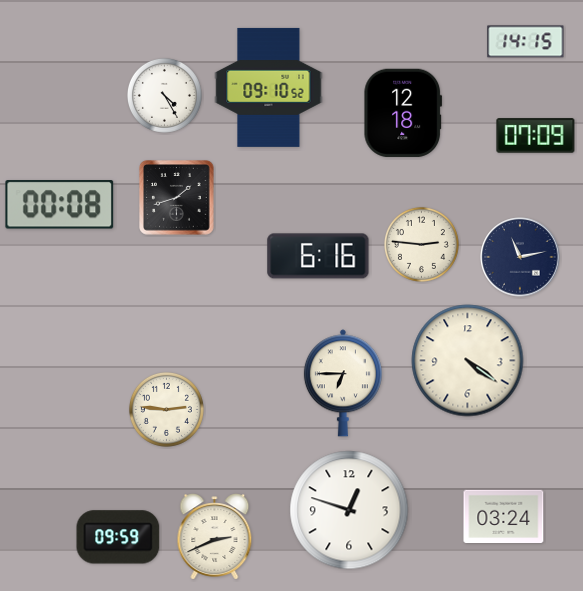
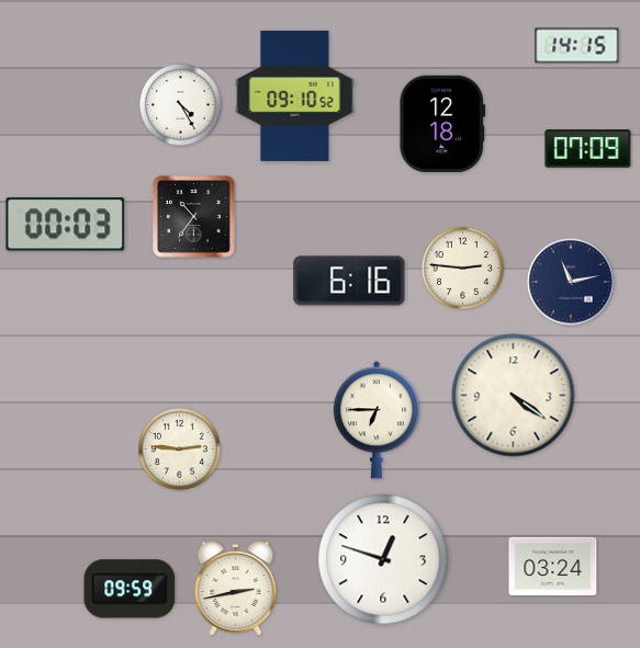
clock at (177, 198): 1:42 -> 10:36
clock at (60, 205): 00:08 -> 00:03
clock at (166, 409) position: (166, 409) -> (179, 448)
clock at (215, 537): 2:41 -> 2:43
